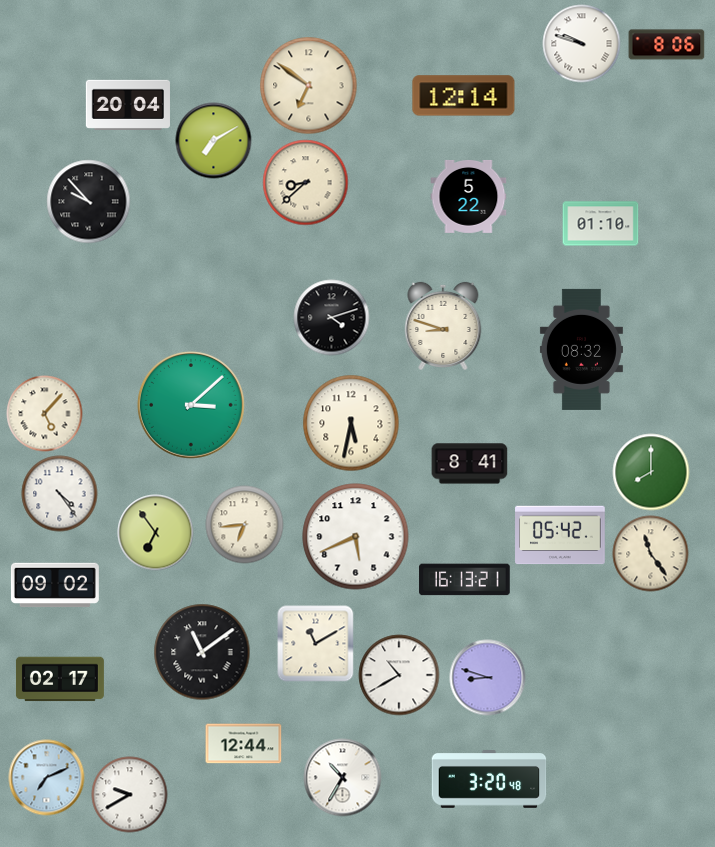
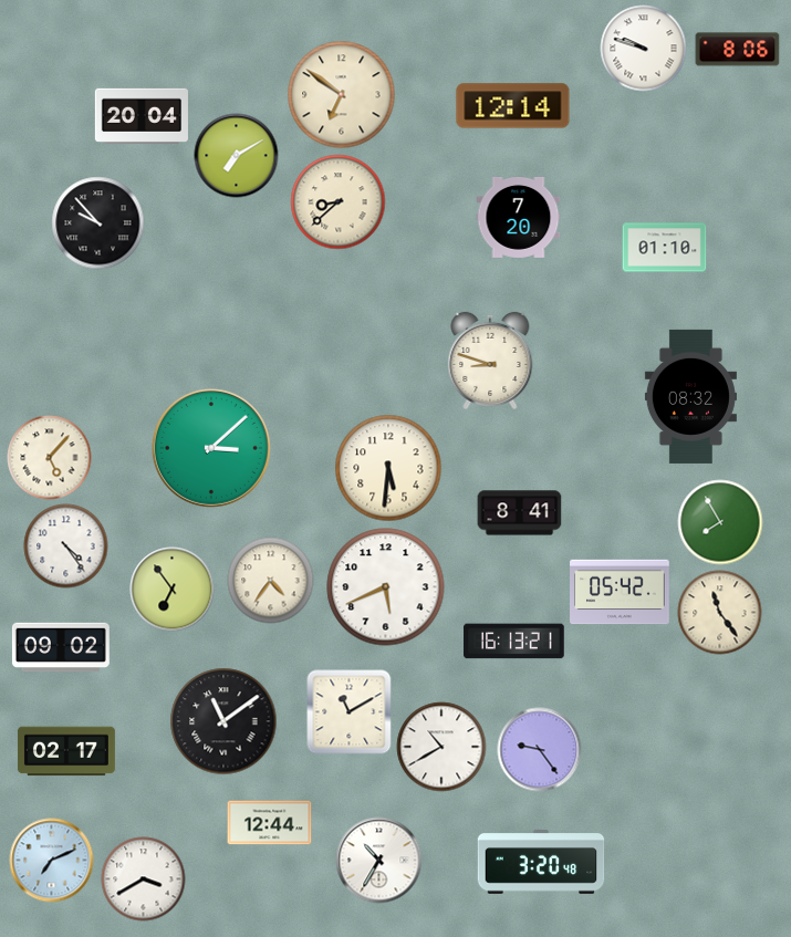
clock at (469, 196): 5:22 -> 7:20
clock at (332, 318): 4:12 -> none
clock at (581, 349) position: (581, 349) -> (690, 396)
clock at (351, 423): 5:32 -> 5:31
clock at (651, 472): 8:00 -> 7:55
clock at (245, 525): 6:44 -> 4:36
clock at (356, 537) position: (356, 537) -> (386, 587)
clock at (488, 678): 8:48 -> 9:24
clock at (130, 795): 9:40 -> 3:40
